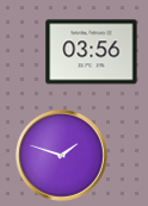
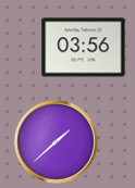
clock at (62, 156): 1:48 -> 1:38
